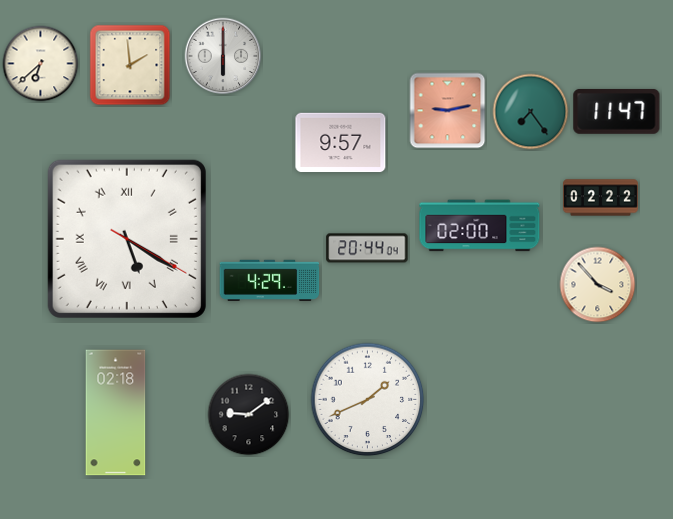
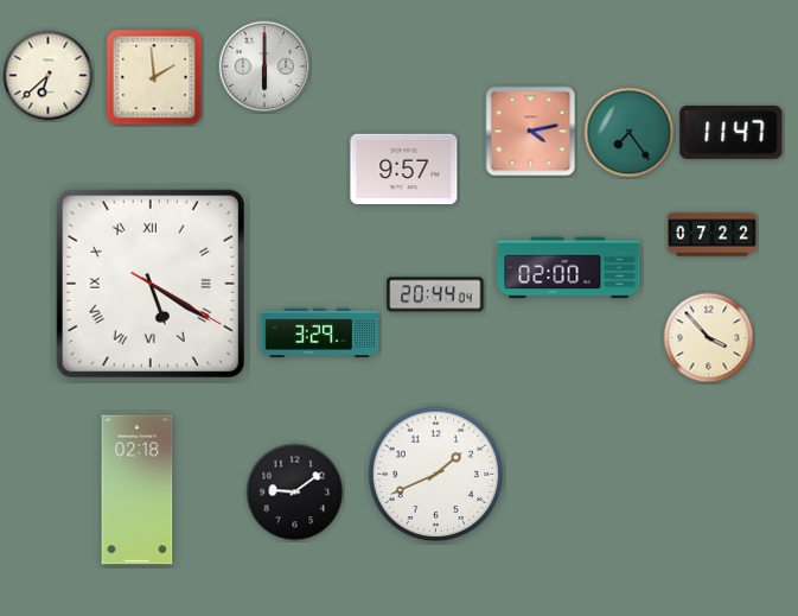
clock at (448, 111): 9:13 -> 4:13
clock at (600, 198): 02:22 -> 07:22
clock at (270, 280): 4:29 -> 3:29
